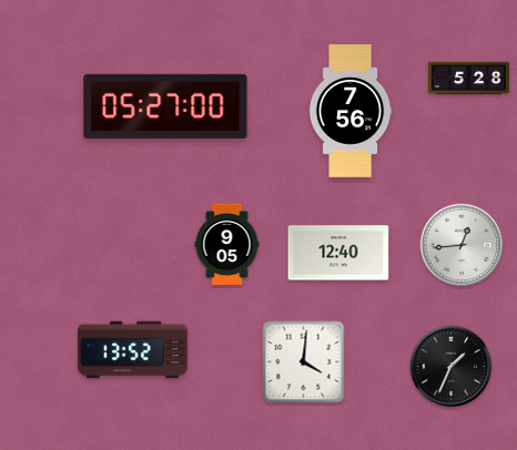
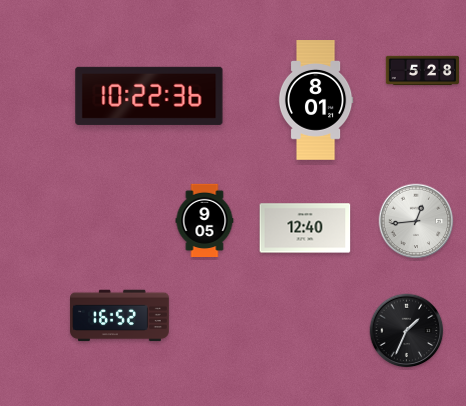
clock at (165, 106): 05:27 -> 10:22
clock at (351, 111): 7:56 -> 8:01
clock at (133, 350): 13:52 -> 16:52
clock at (304, 362): 4:01 -> none
